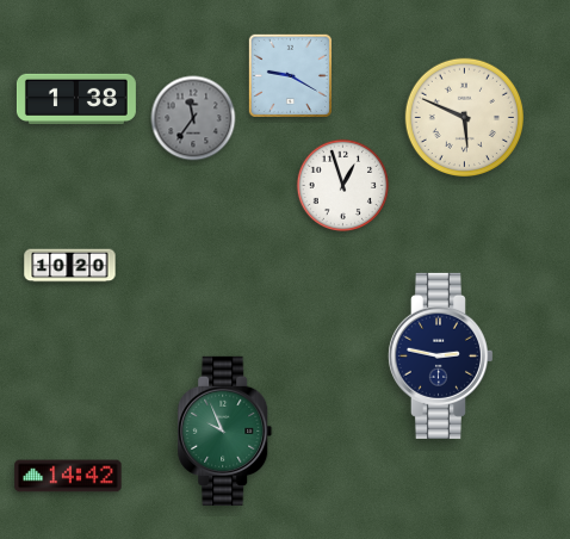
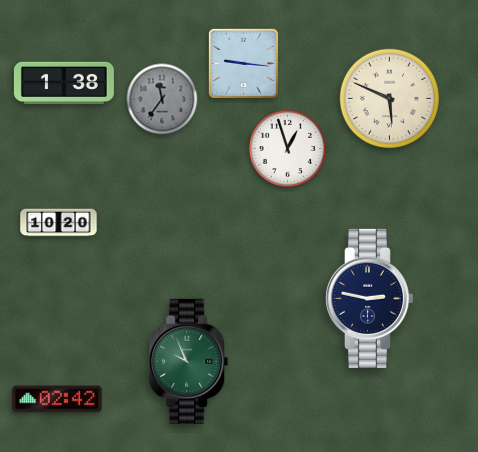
clock at (290, 75): 9:20 -> 9:16
clock at (343, 186) position: (343, 186) -> (288, 149)
clock at (68, 476): 14:42 -> 02:42
